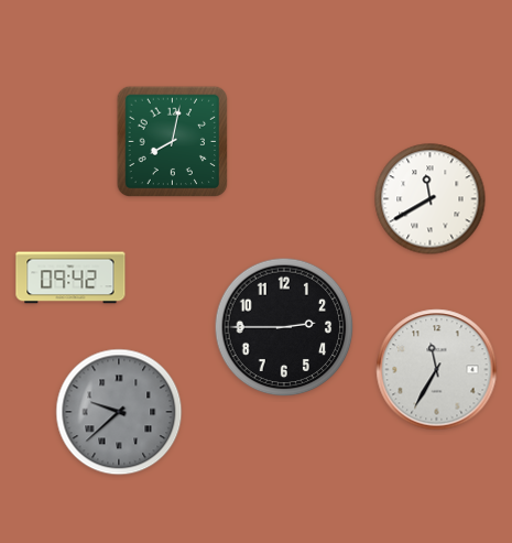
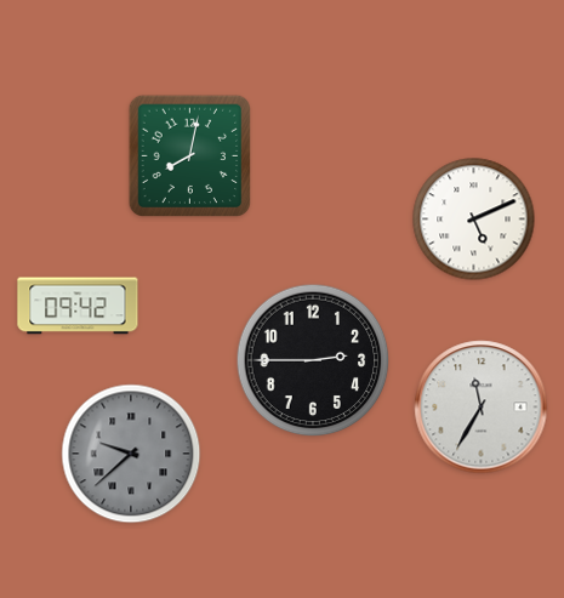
clock at (431, 199): 11:40 -> 5:11
